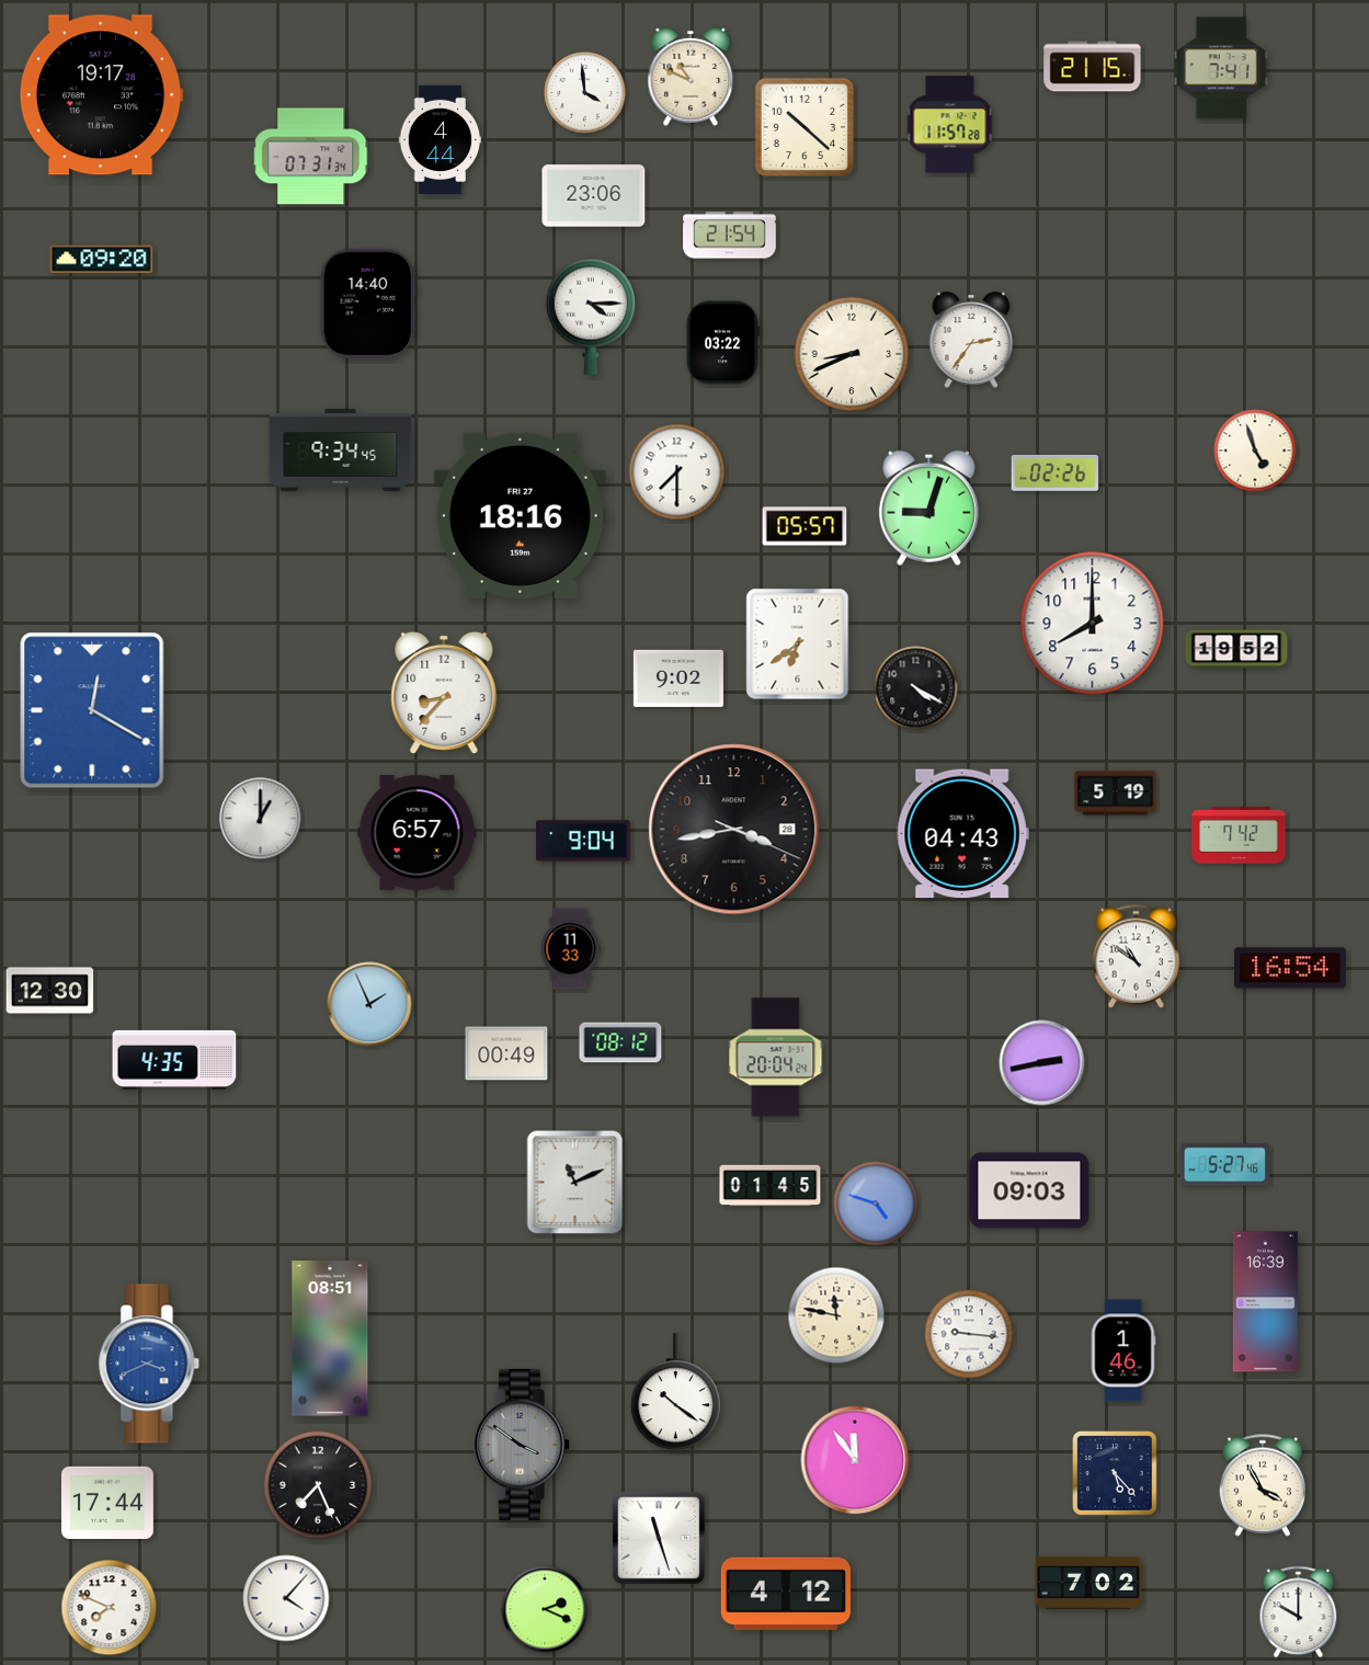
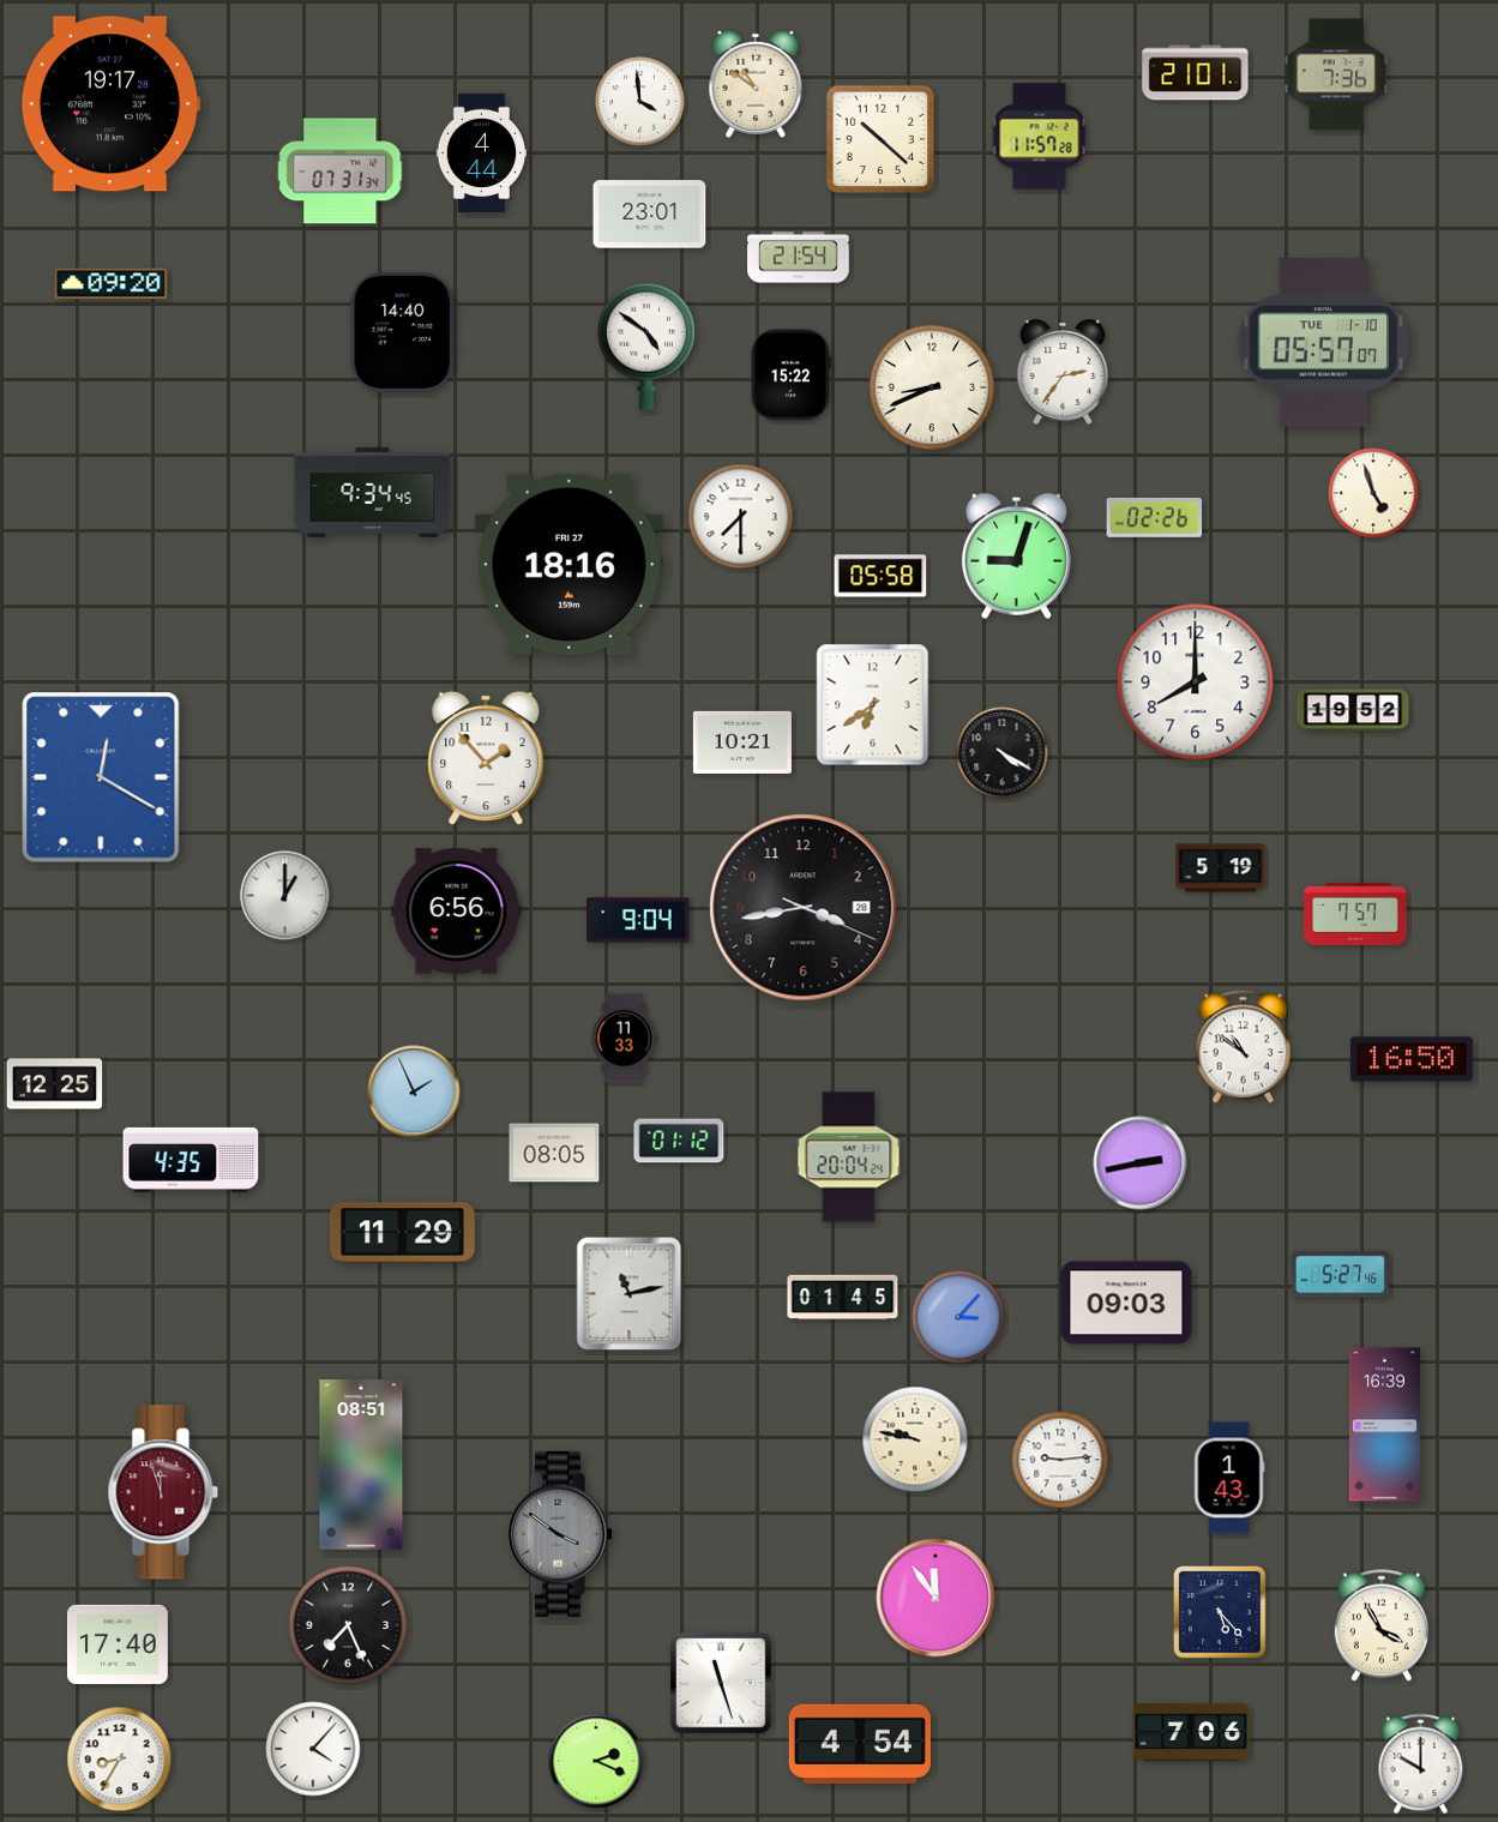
clock at (1093, 67): 21:15 -> 21:01
clock at (1220, 68): 7:41 -> 7:36
clock at (691, 77): 10:49 -> 10:51
clock at (594, 196): 23:06 -> 23:01
clock at (1324, 343): none -> 05:57
clock at (591, 317): 4:15 -> 4:51
clock at (722, 343): 03:22 -> 15:22
clock at (805, 526): 05:57 -> 05:58
clock at (678, 678): 9:02 -> 10:21
clock at (444, 693): 8:37 -> 1:53
clock at (418, 833): 6:57 -> 6:56
clock at (962, 834): 04:43 -> none
clock at (1239, 836): 7:42 -> 7:57
clock at (1290, 968): 16:54 -> 16:50
clock at (50, 991): 12:30 -> 12:25
clock at (369, 1004) position: (369, 1004) -> (414, 1092)
clock at (620, 1042): 08:12 -> 01:12
clock at (506, 1053): 00:49 -> 08:05
clock at (402, 1233): none -> 11:29
clock at (575, 1183): 11:11 -> 11:13
clock at (876, 1204): 4:48 -> 3:07
clock at (836, 1315): 11:47 -> 9:47
clock at (969, 1334): 9:16 -> 9:14
clock at (1123, 1350): 1:46 -> 1:43
clock at (149, 1364): 3:41 -> 11:57
clock at (149, 1364) dial: blue -> burgundy
clock at (675, 1392): 10:21 -> none
clock at (523, 1445) position: (523, 1445) -> (561, 1534)
clock at (107, 1503): 17:44 -> 17:40
clock at (1088, 1583): 7:02 -> 7:06
clock at (786, 1593): 4:12 -> 4:54
clock at (110, 1608): 7:49 -> 8:35
